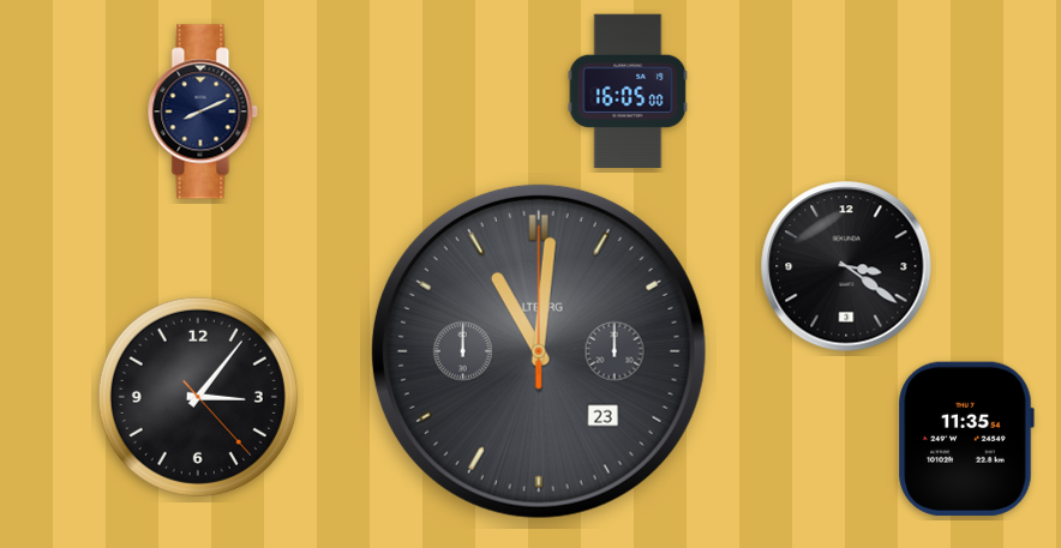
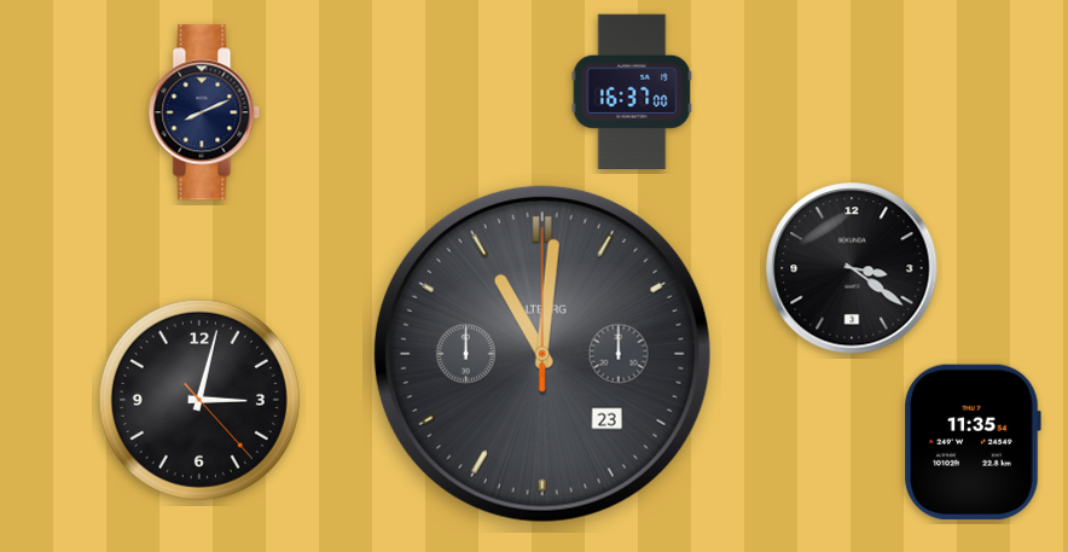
clock at (628, 90): 16:05 -> 16:37
clock at (198, 397): 3:06 -> 3:02
